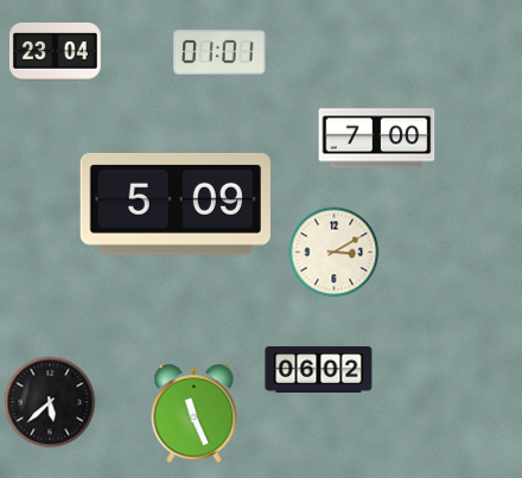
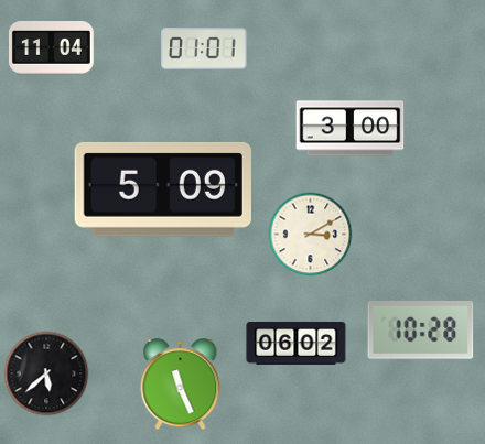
clock at (55, 52): 23:04 -> 11:04
clock at (377, 139): 7:00 -> 3:00
clock at (421, 331): none -> 10:28
